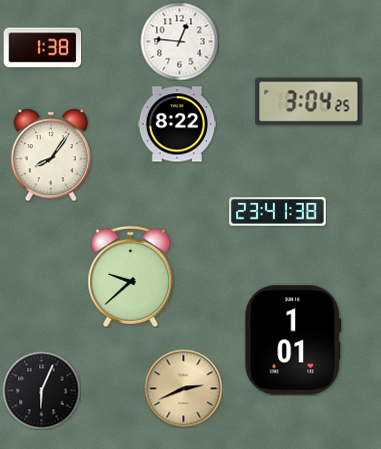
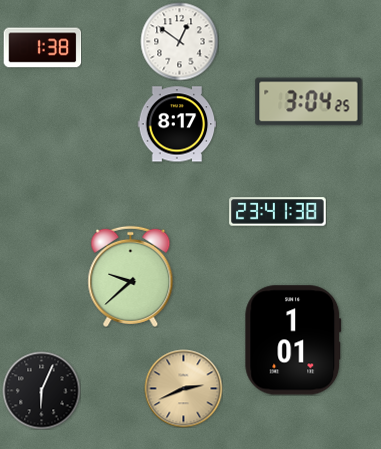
clock at (179, 41): 12:46 -> 12:51
clock at (177, 124): 8:22 -> 8:17
clock at (50, 155): 8:06 -> none
